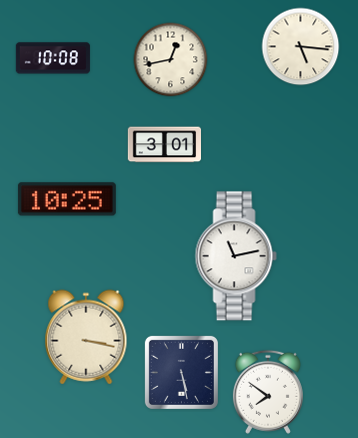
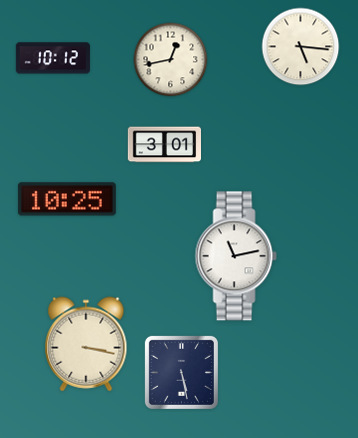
clock at (53, 58): 10:08 -> 10:12
clock at (86, 337) position: (86, 337) -> (86, 344)
clock at (268, 392): 7:51 -> none
